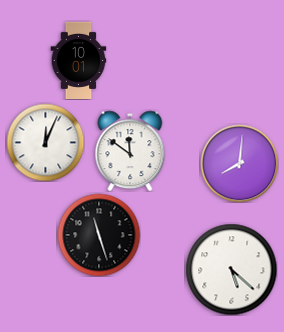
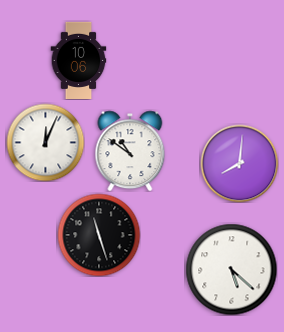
clock at (79, 60): 10:01 -> 10:06
clock at (130, 151): 11:51 -> 10:51
